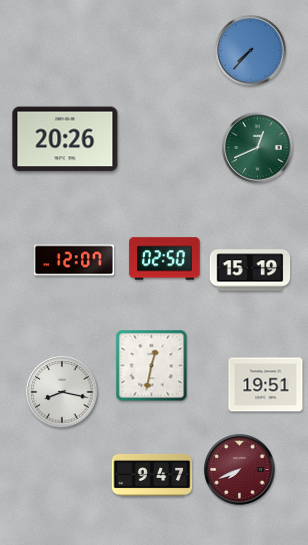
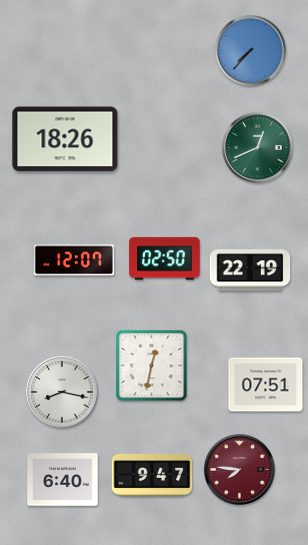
clock at (65, 139): 20:26 -> 18:26
clock at (250, 270): 15:19 -> 22:19
clock at (266, 385): 19:51 -> 07:51
clock at (240, 470): 7:41 -> 7:46
clock at (63, 480): none -> 6:40
